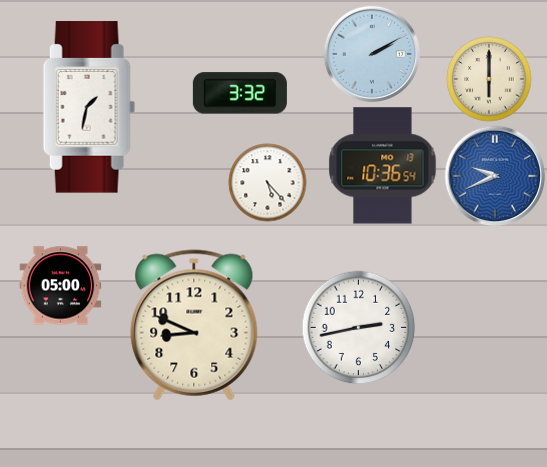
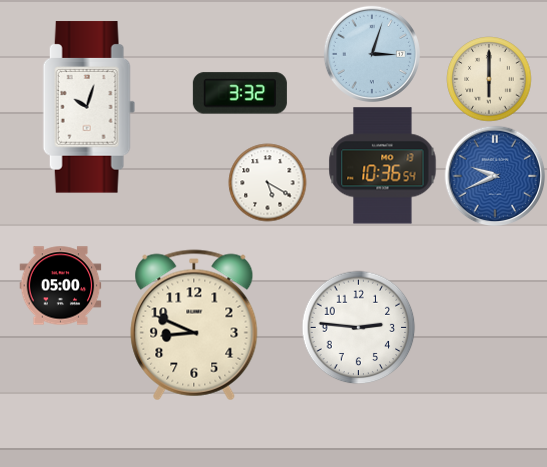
clock at (372, 54): 2:10 -> 3:03
clock at (89, 107): 1:32 -> 10:03
clock at (267, 182): 5:23 -> 5:20
clock at (358, 327): 2:43 -> 2:46
